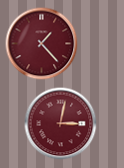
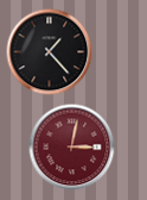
clock at (42, 44) dial: burgundy -> black
